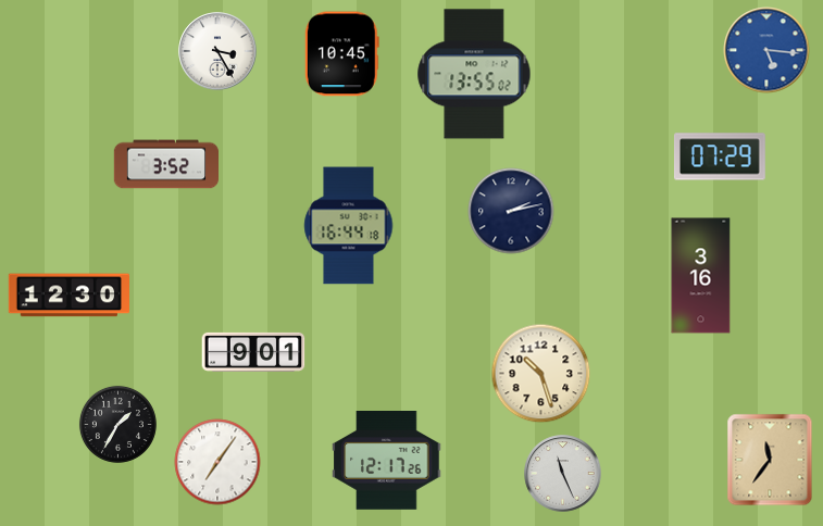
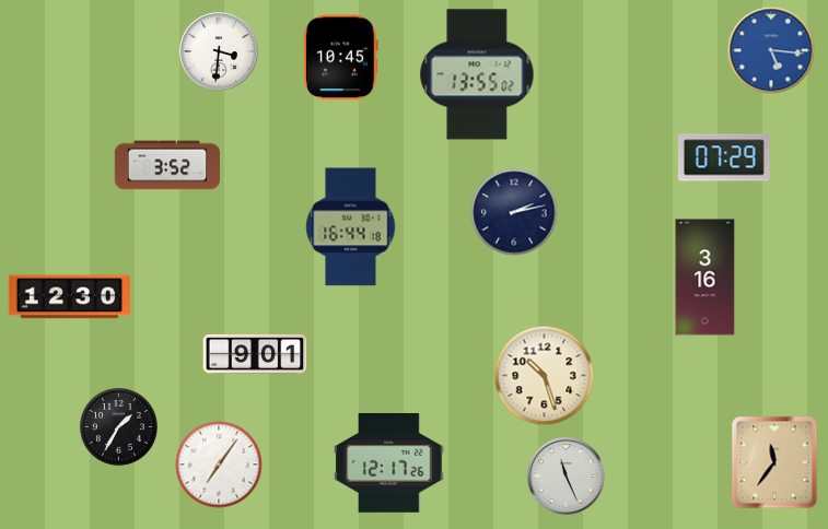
clock at (217, 51): 3:25 -> 3:31
clock at (341, 54) position: (341, 54) -> (340, 58)
